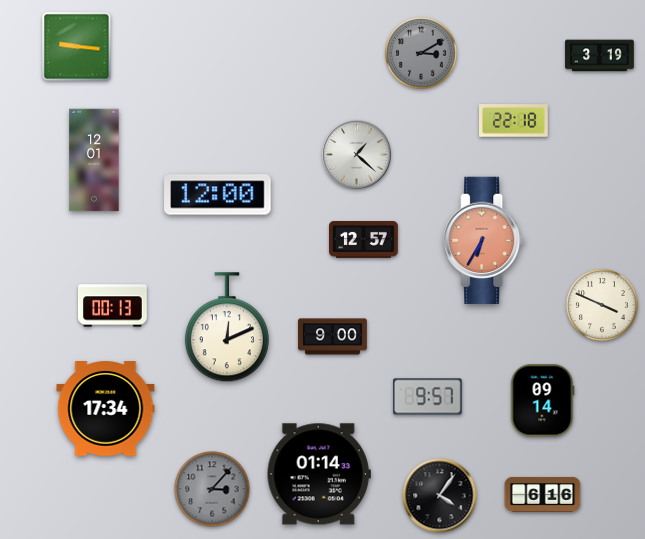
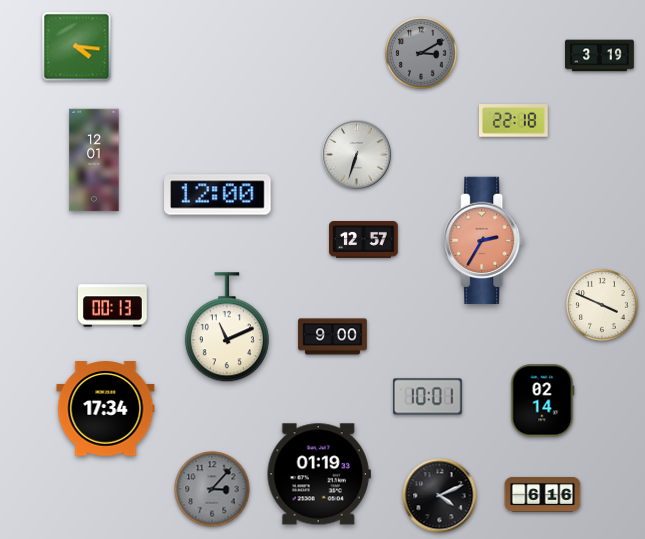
clock at (77, 47): 9:16 -> 4:16
clock at (357, 155): 1:22 -> 6:33
clock at (484, 241): 6:35 -> 2:35
clock at (227, 328): 12:11 -> 11:11
clock at (428, 397): 9:57 -> 10:01
clock at (543, 401): 09:14 -> 02:14
clock at (319, 474): 01:14 -> 01:19
clock at (440, 496): 4:06 -> 4:11
